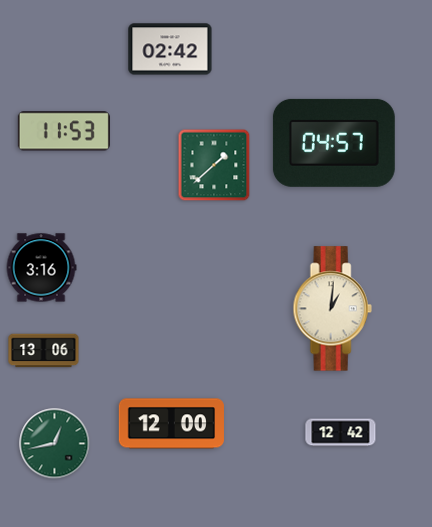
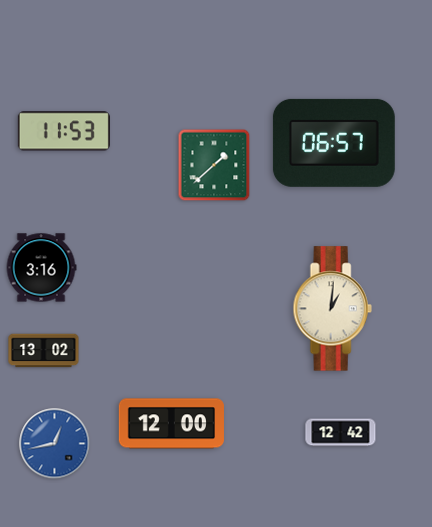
clock at (170, 49): 02:42 -> none
clock at (334, 143): 04:57 -> 06:57
clock at (44, 351): 13:06 -> 13:02
clock at (55, 444) dial: green -> blue
